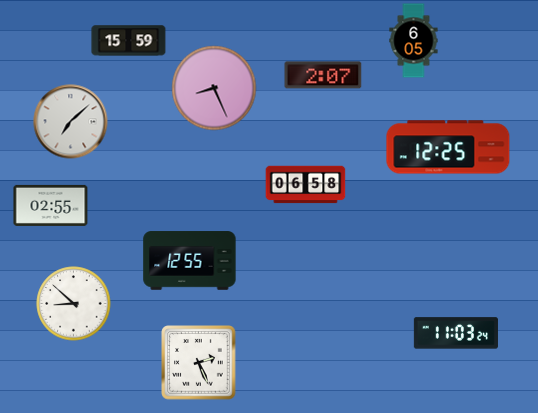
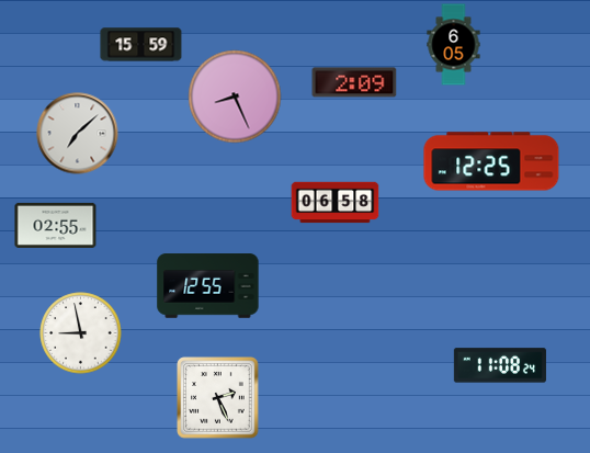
clock at (323, 75): 2:07 -> 2:09
clock at (74, 304): 8:52 -> 8:58
clock at (456, 333): 11:03 -> 11:08
